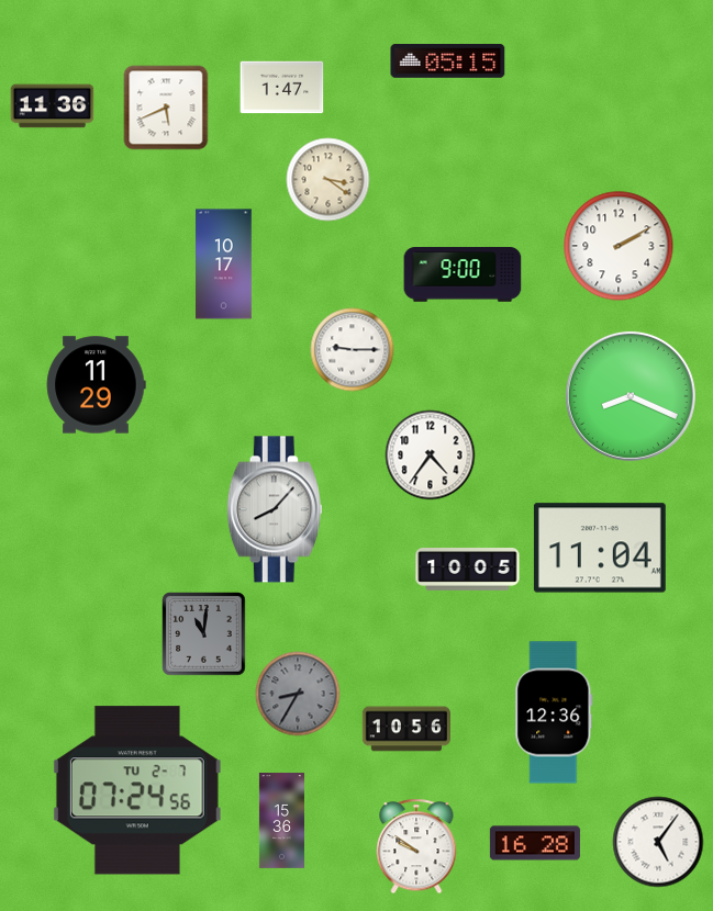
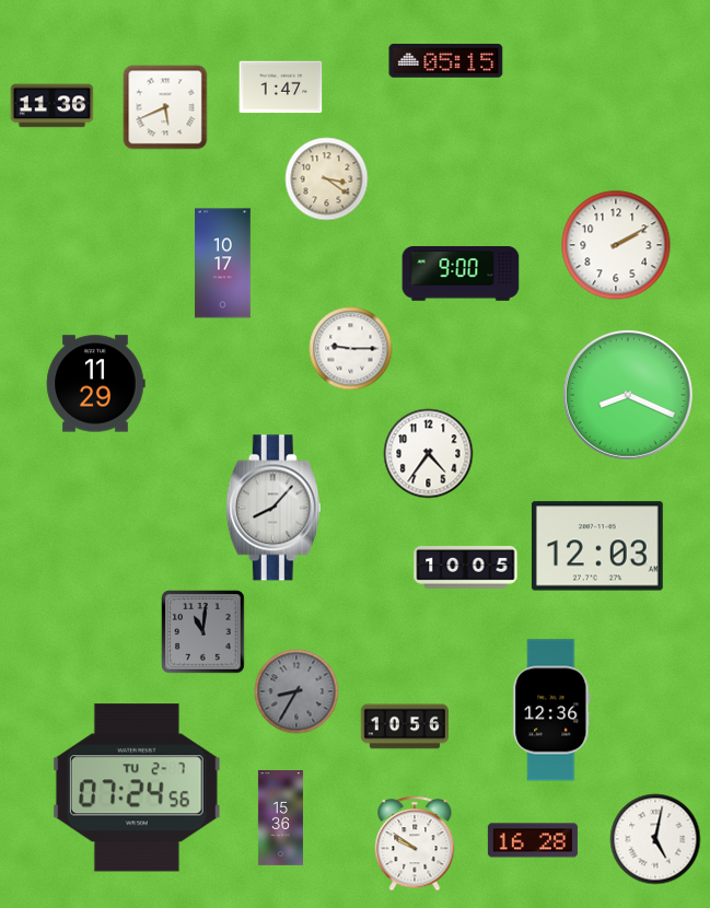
clock at (600, 548): 11:04 -> 12:03
clock at (658, 842): 5:06 -> 5:02
